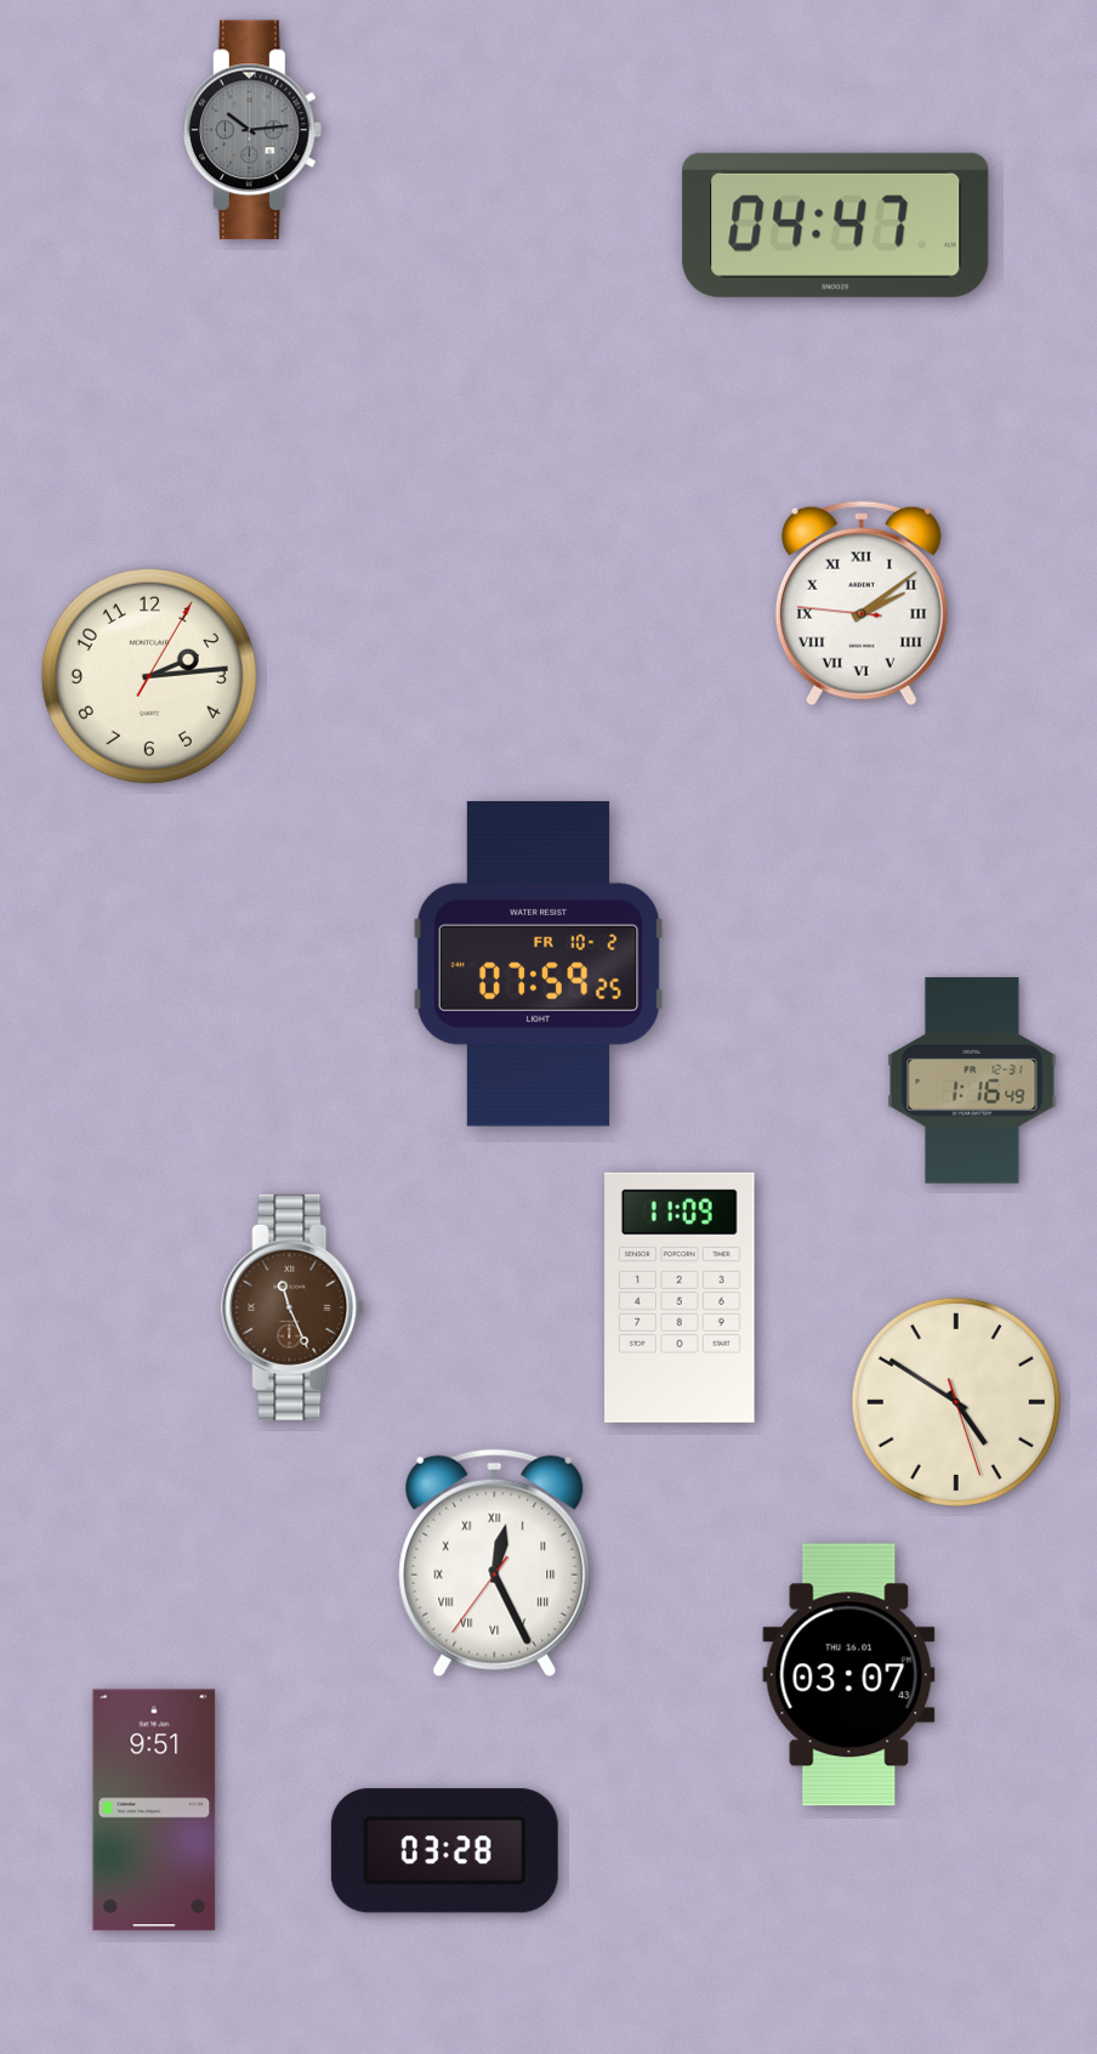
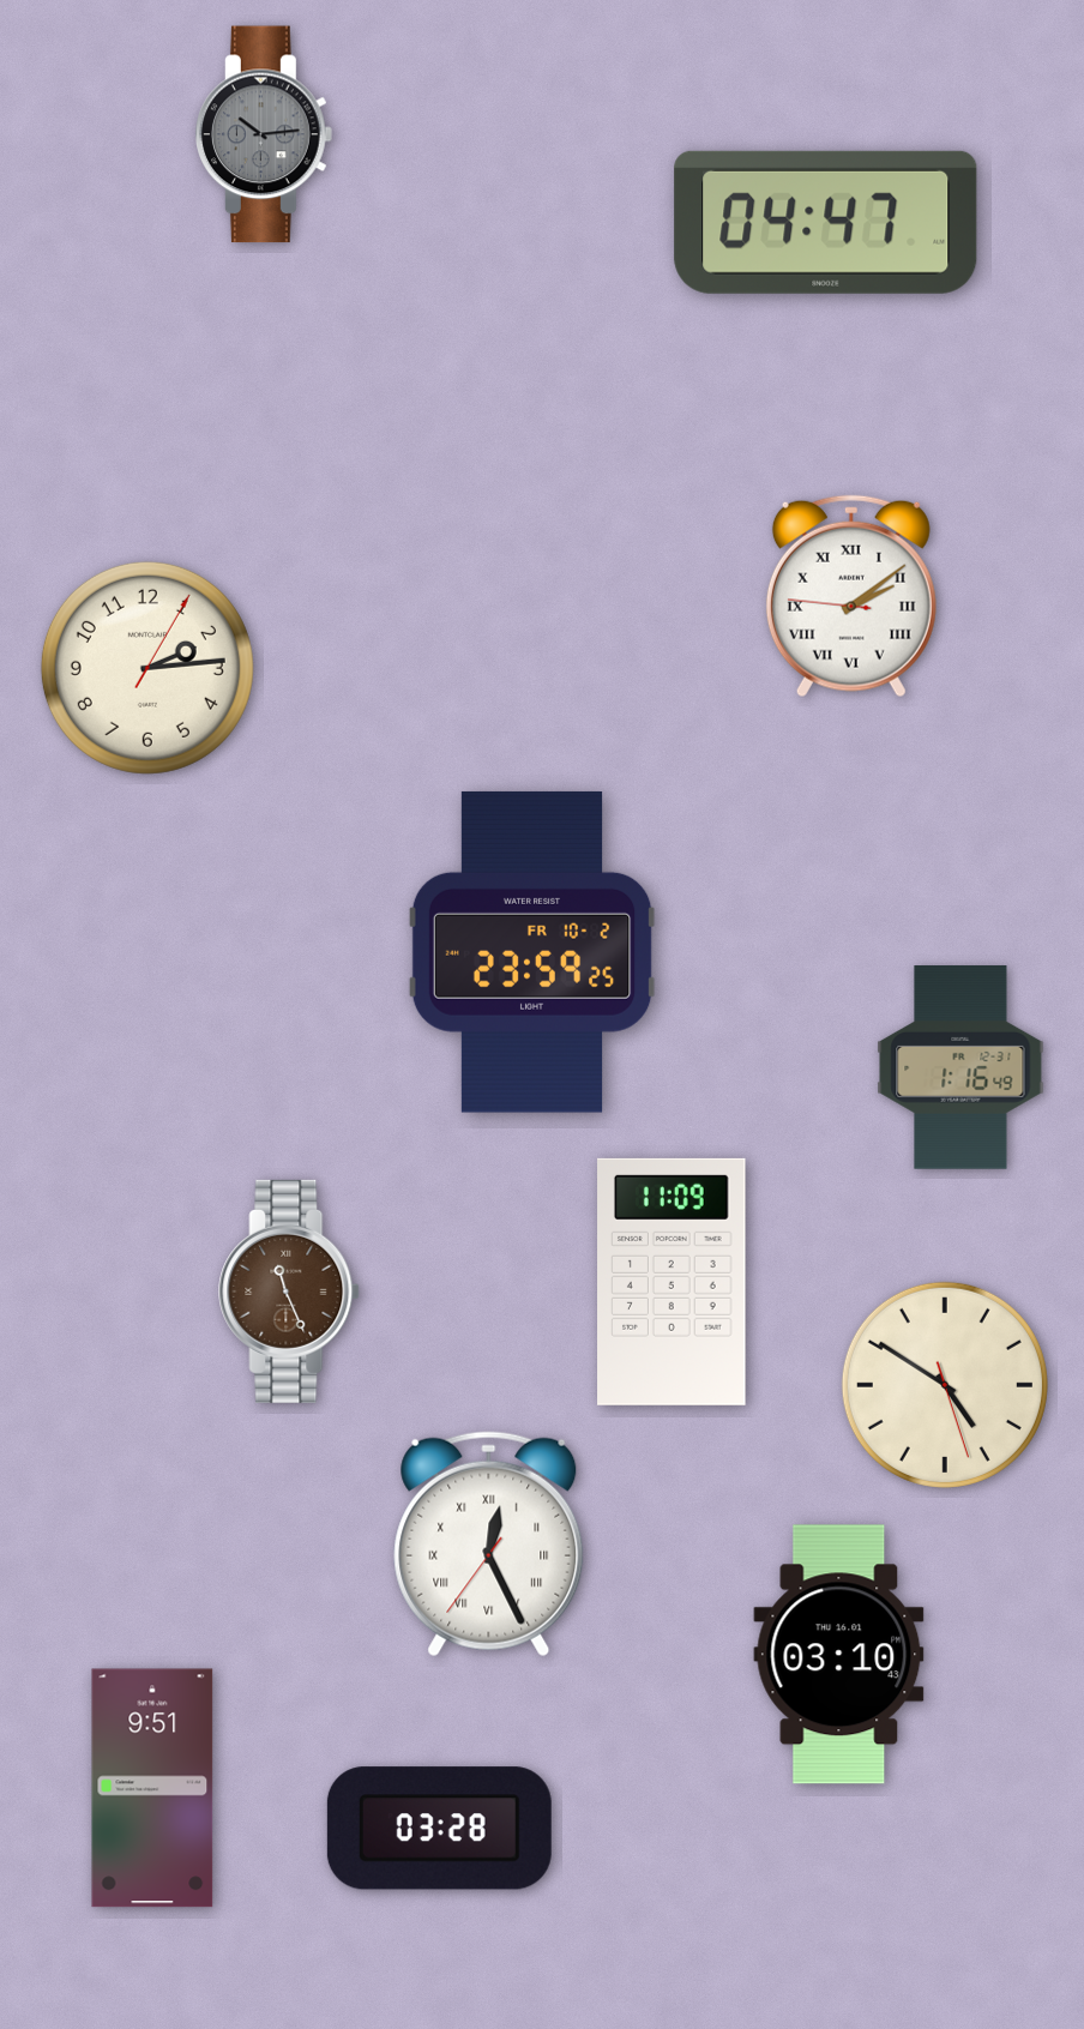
clock at (254, 130) position: (254, 130) -> (265, 134)
clock at (539, 964): 07:59 -> 23:59
clock at (849, 1675): 03:07 -> 03:10
